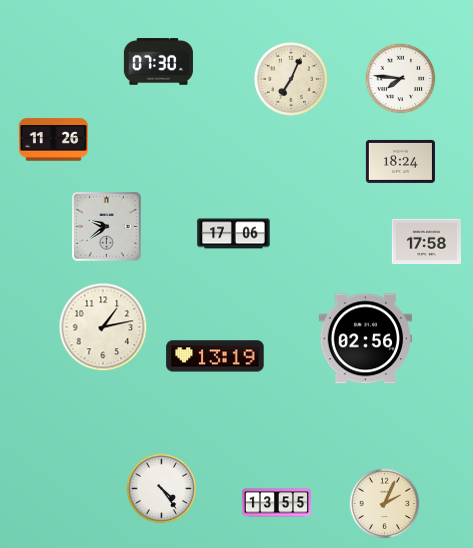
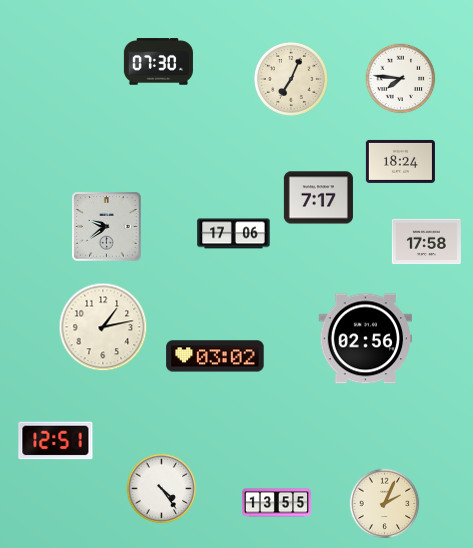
clock at (53, 140): 11:26 -> none
clock at (318, 198): none -> 7:17
clock at (215, 356): 13:19 -> 03:02
clock at (56, 441): none -> 12:51
